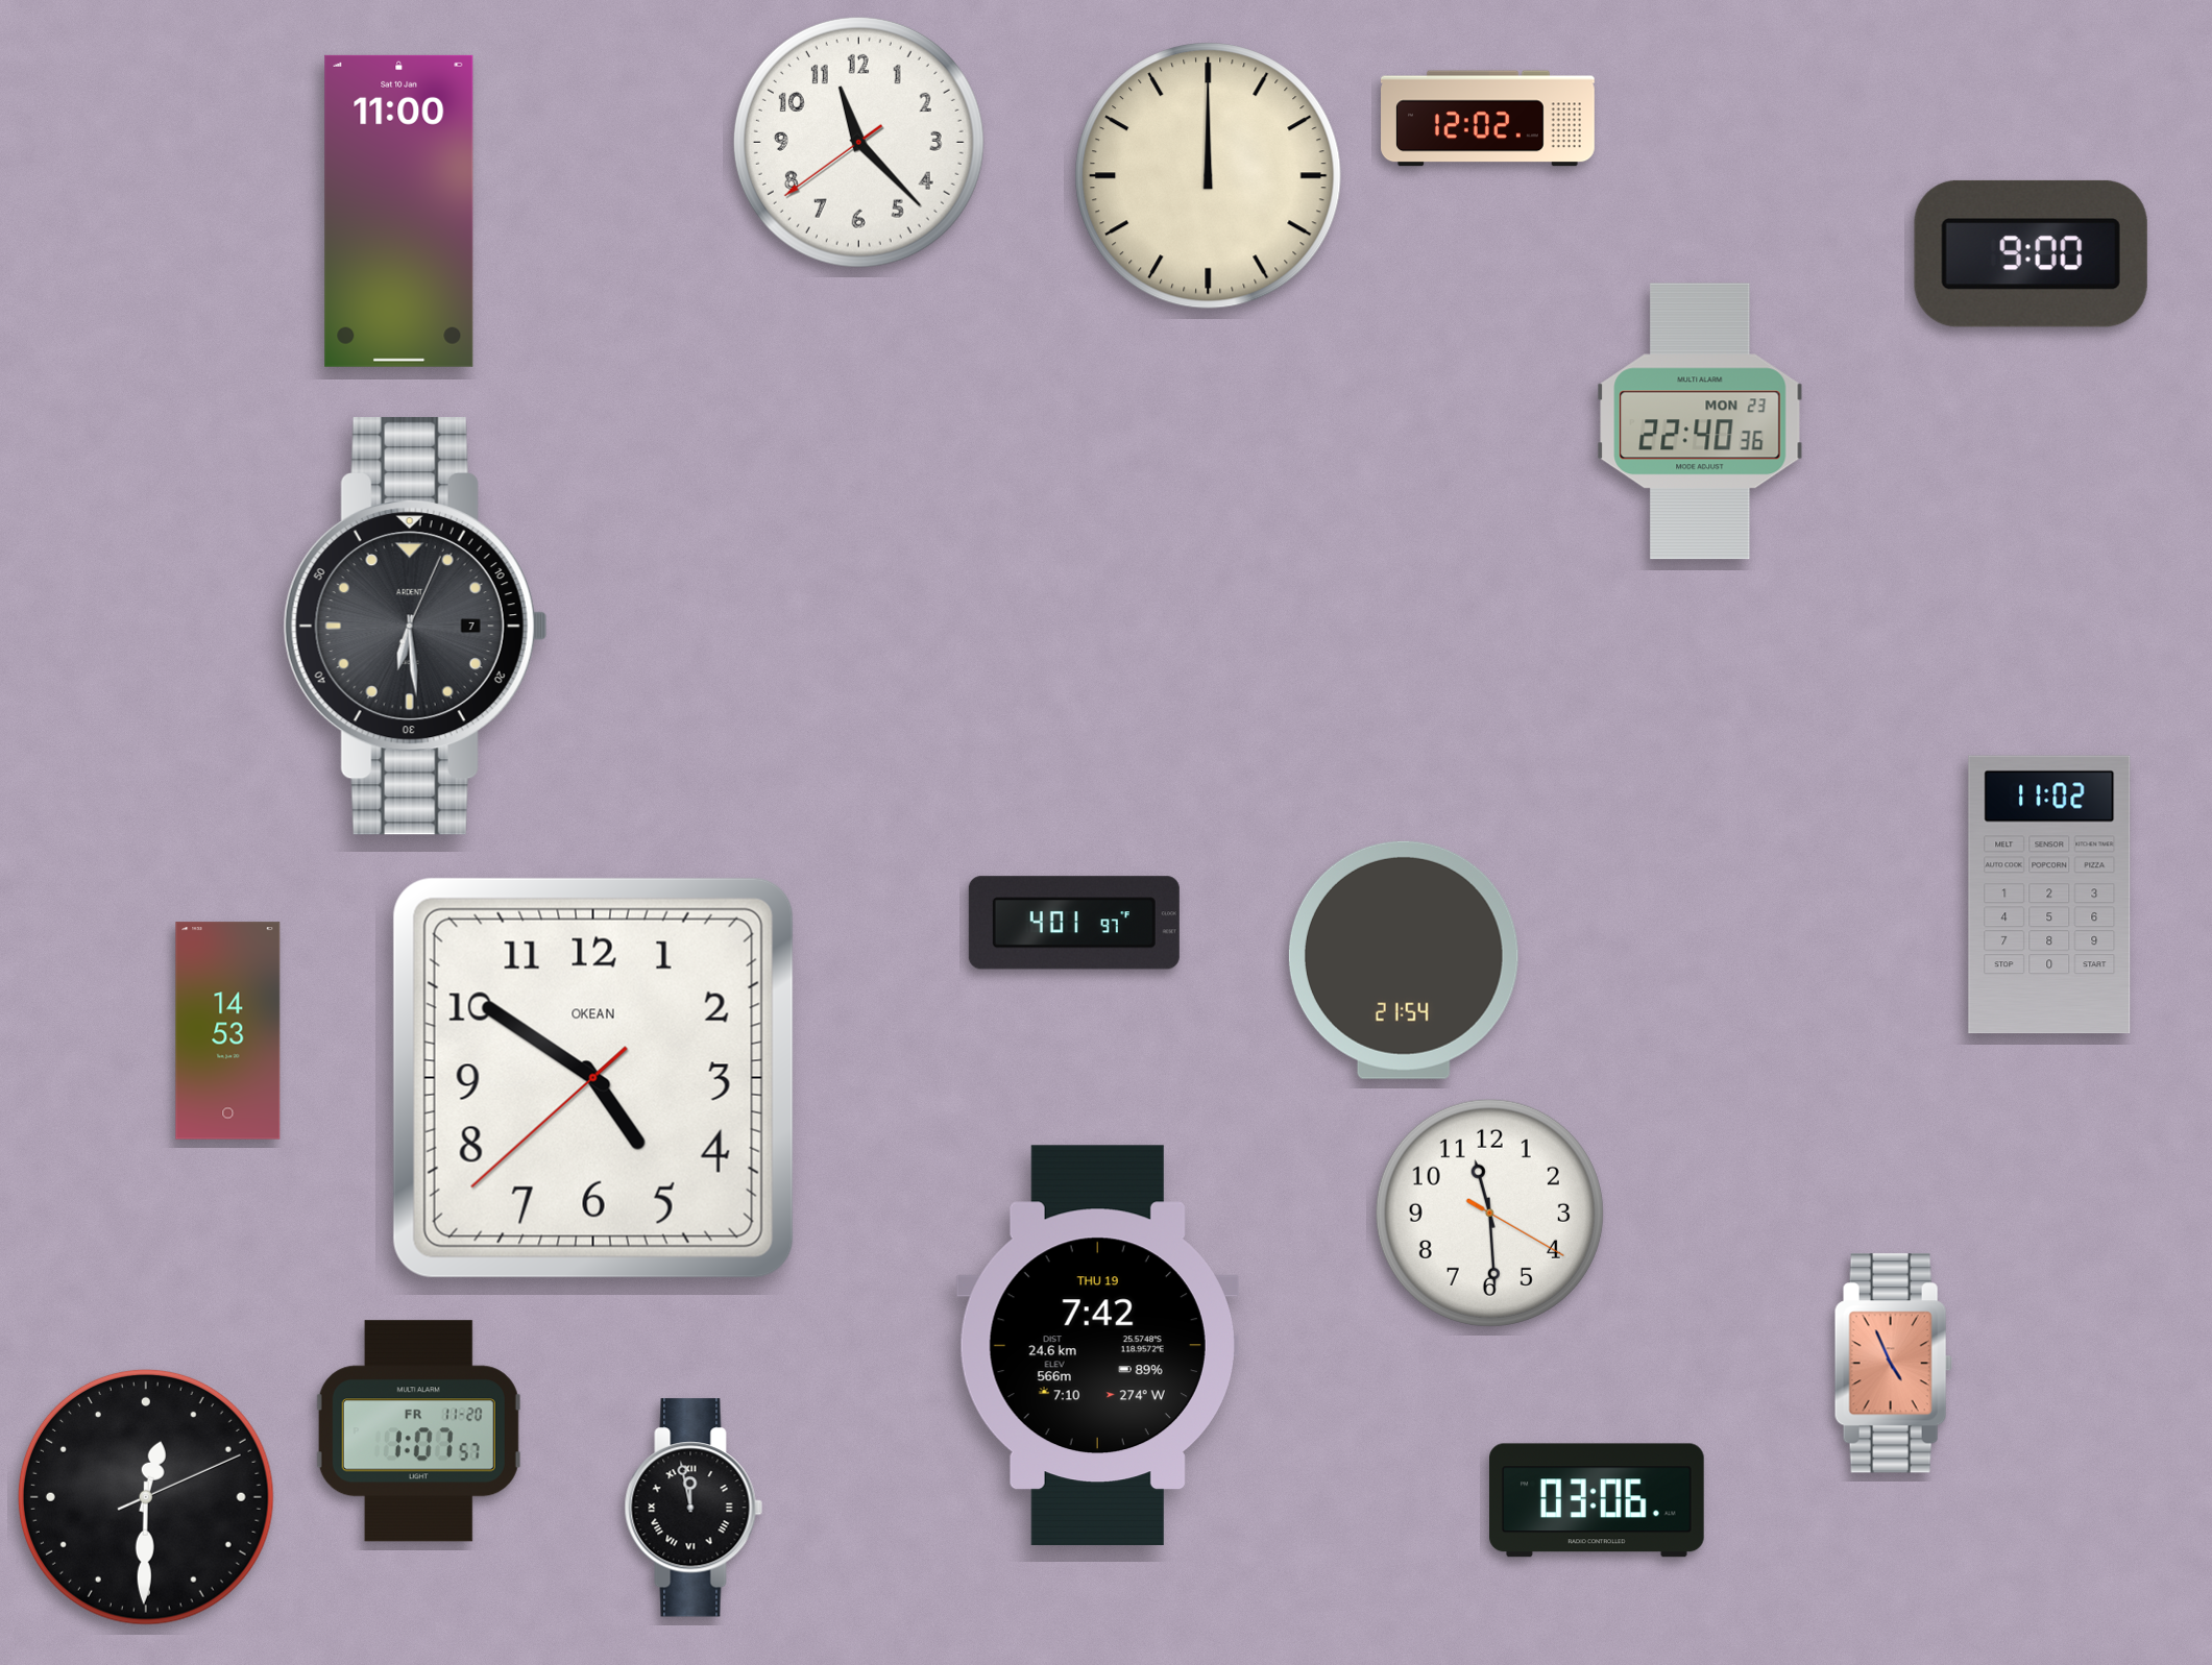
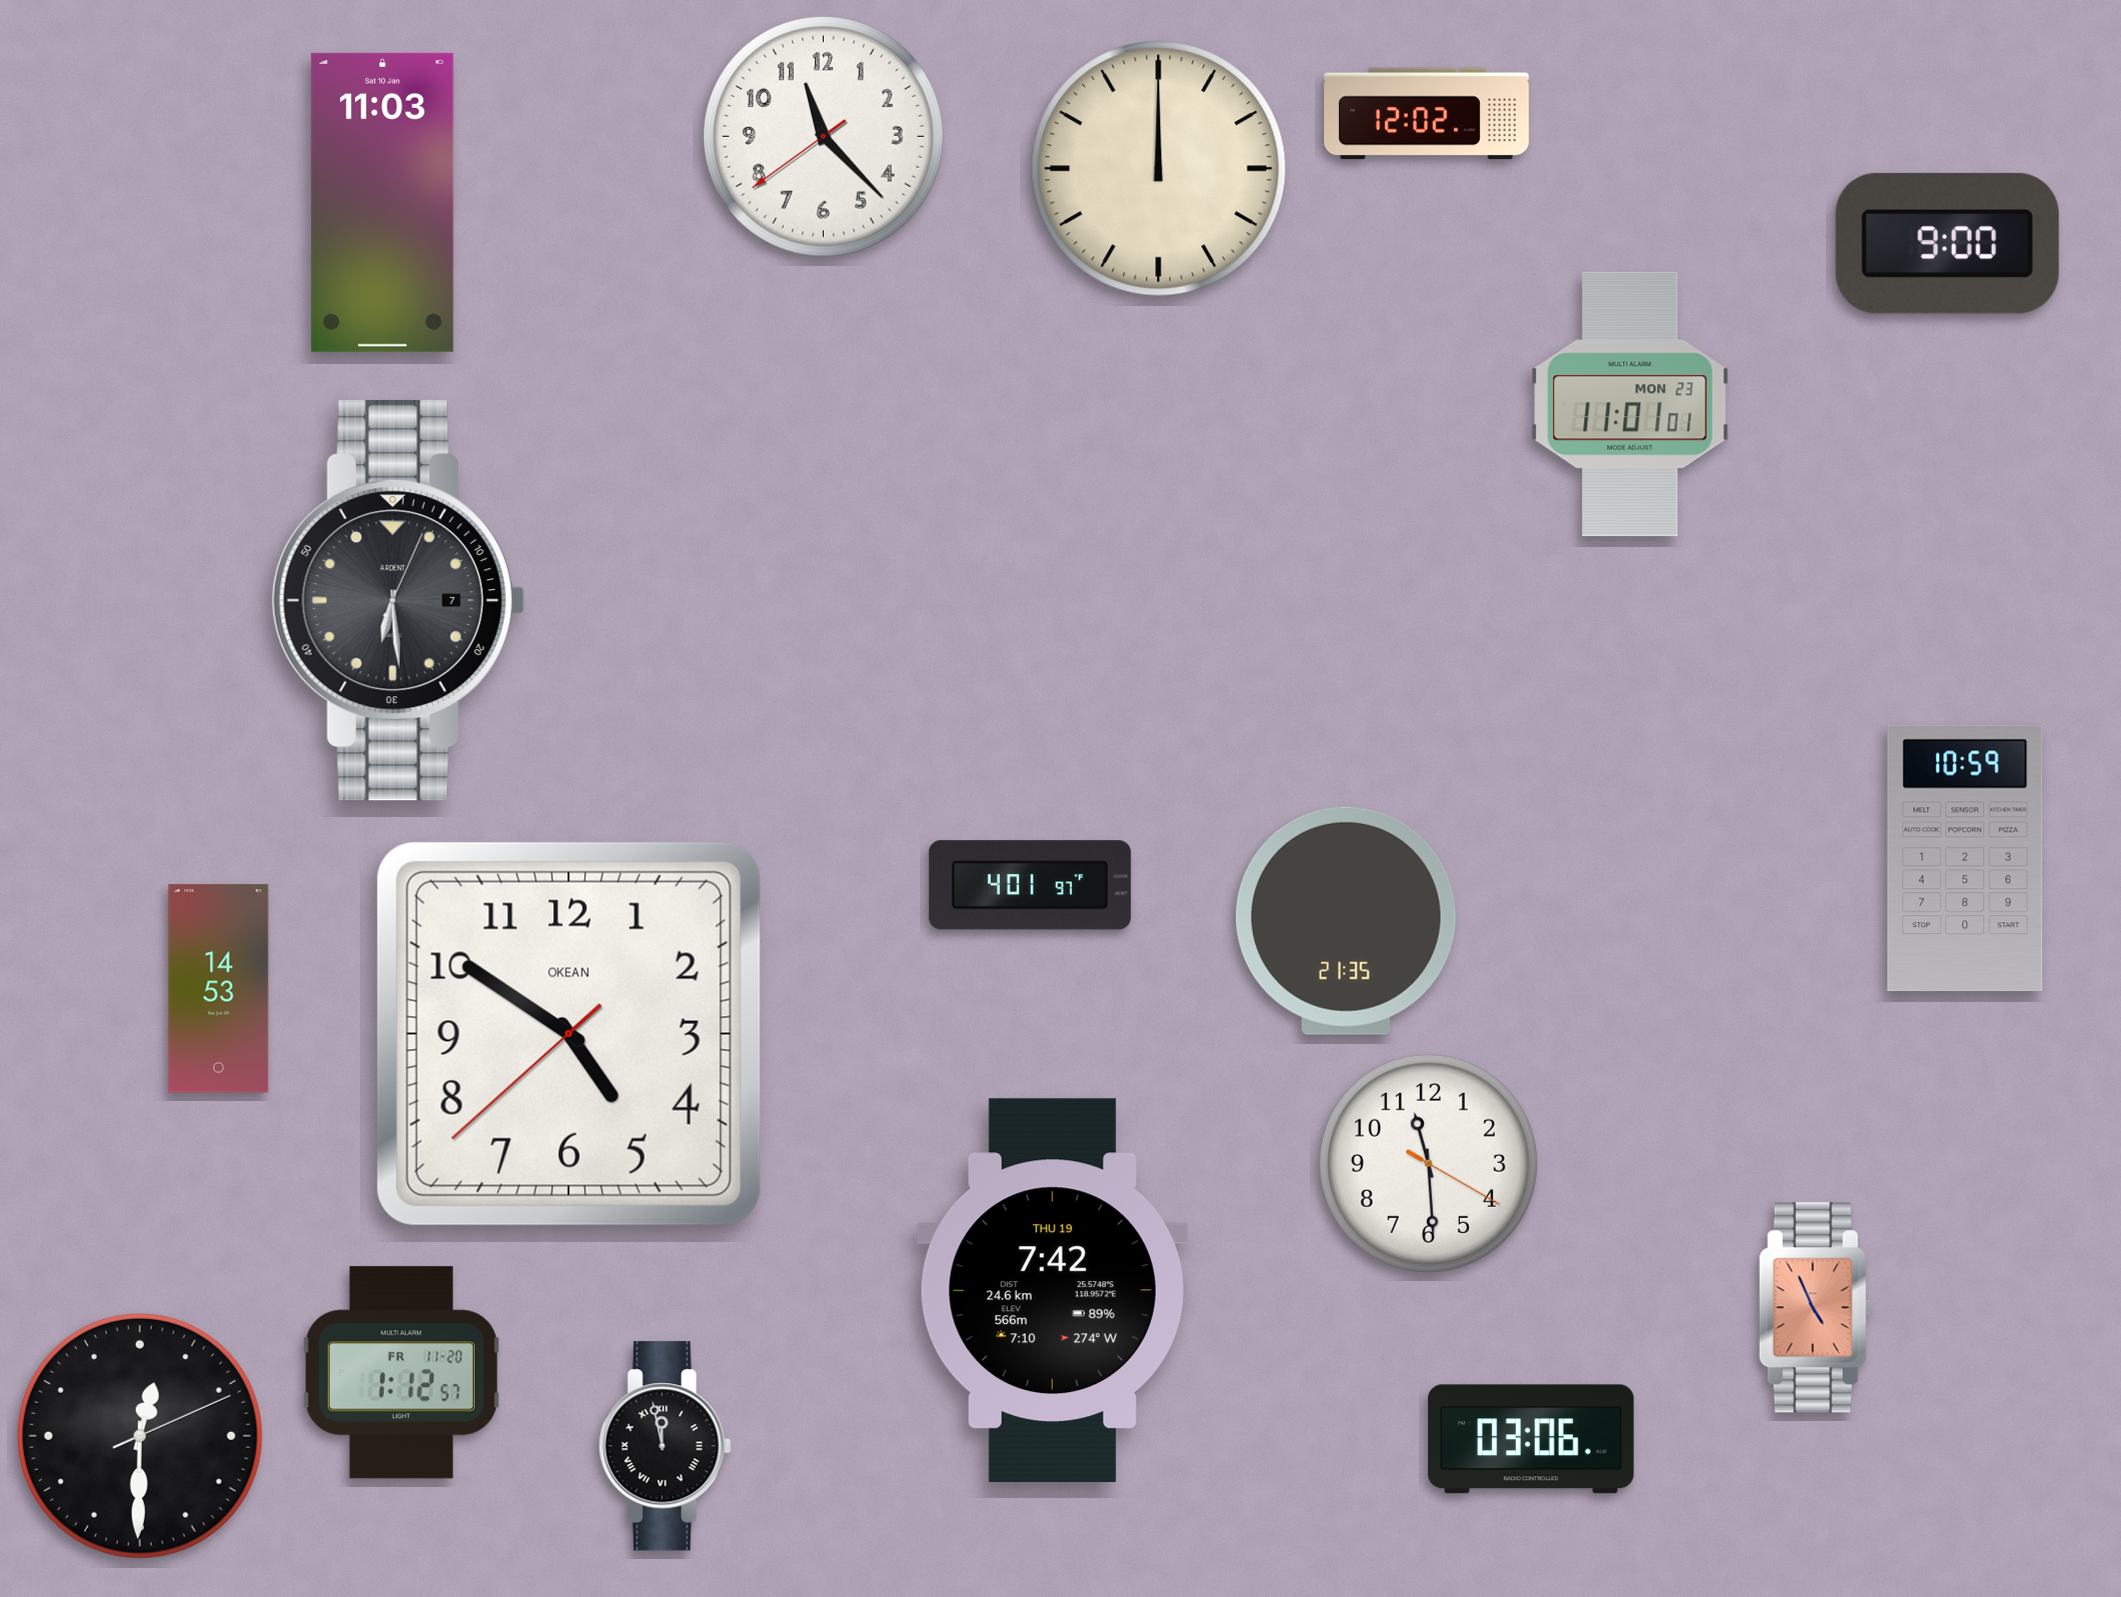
clock at (399, 211): 11:00 -> 11:03
clock at (1700, 421): 22:40 -> 11:01
clock at (2049, 895): 11:02 -> 10:59
clock at (1404, 960): 21:54 -> 21:35
clock at (418, 1431): 1:07 -> 1:12
